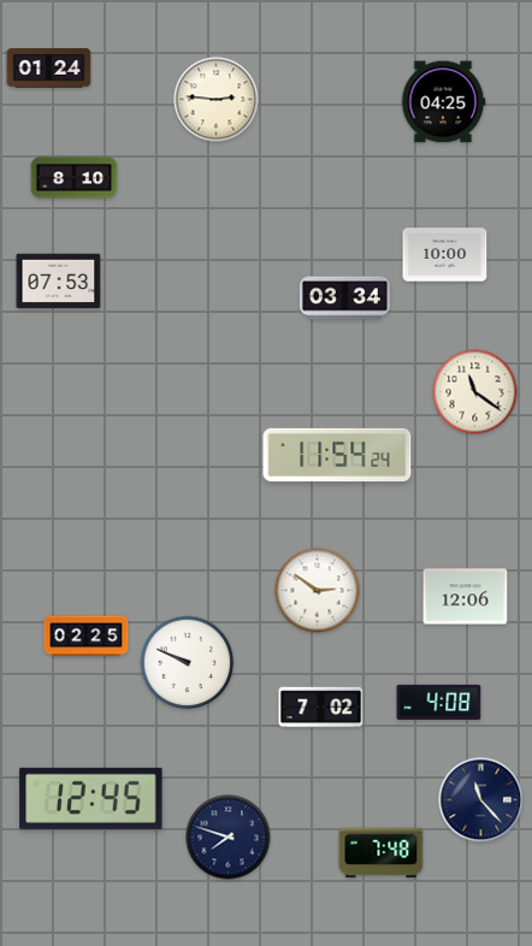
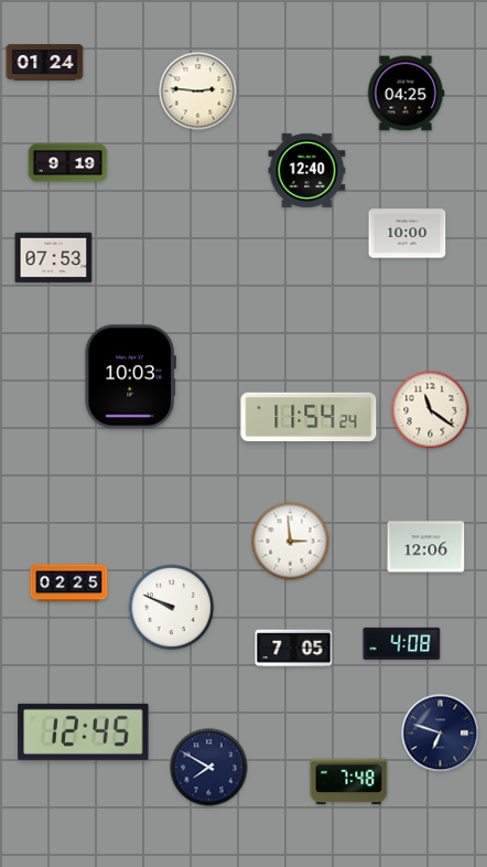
clock at (75, 178): 8:10 -> 9:19
clock at (307, 170): none -> 12:40
clock at (344, 298): 03:34 -> none
clock at (475, 392) position: (475, 392) -> (431, 410)
clock at (130, 377): none -> 10:03
clock at (318, 591): 2:51 -> 2:59
clock at (87, 637) position: (87, 637) -> (69, 584)
clock at (321, 708): 7:02 -> 7:05
clock at (481, 800): 11:23 -> 6:48
clock at (229, 838): 7:48 -> 7:50
